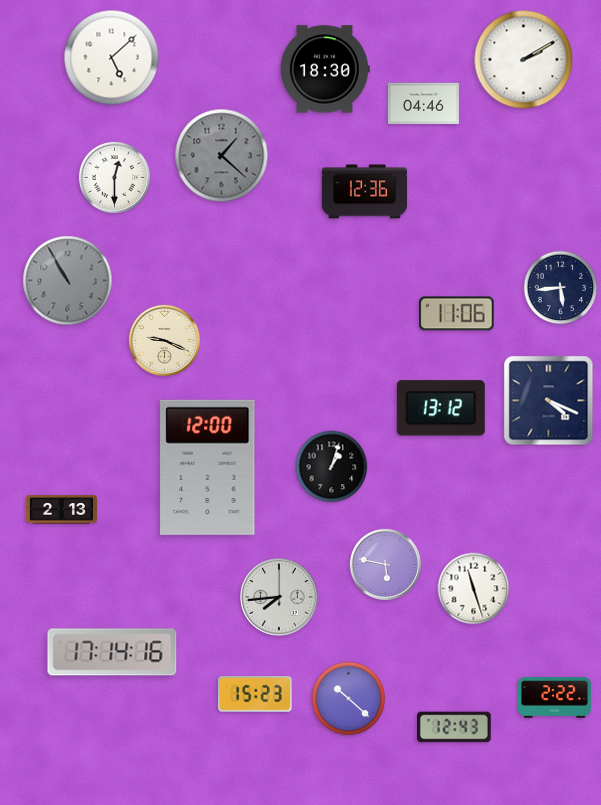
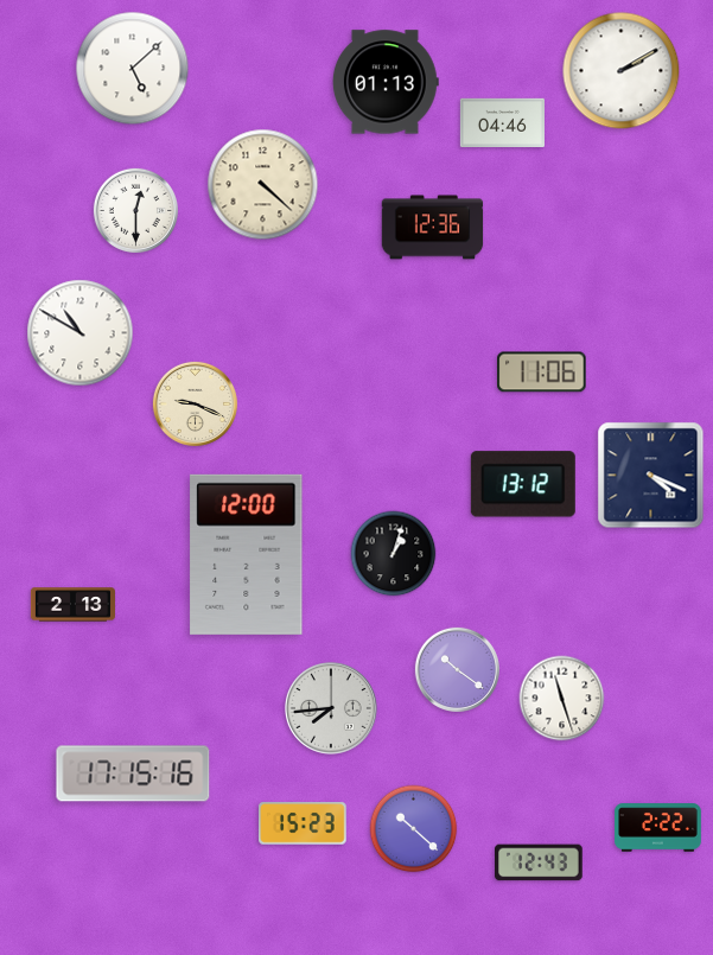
clock at (325, 69): 18:30 -> 01:13
clock at (222, 156): 1:22 -> 4:22
clock at (222, 156) dial: grey -> cream
clock at (68, 281): 10:55 -> 10:50
clock at (68, 281) dial: grey -> white
clock at (561, 288): 5:44 -> none
clock at (385, 564): 5:47 -> 10:21
clock at (112, 652): 17:14 -> 17:15
